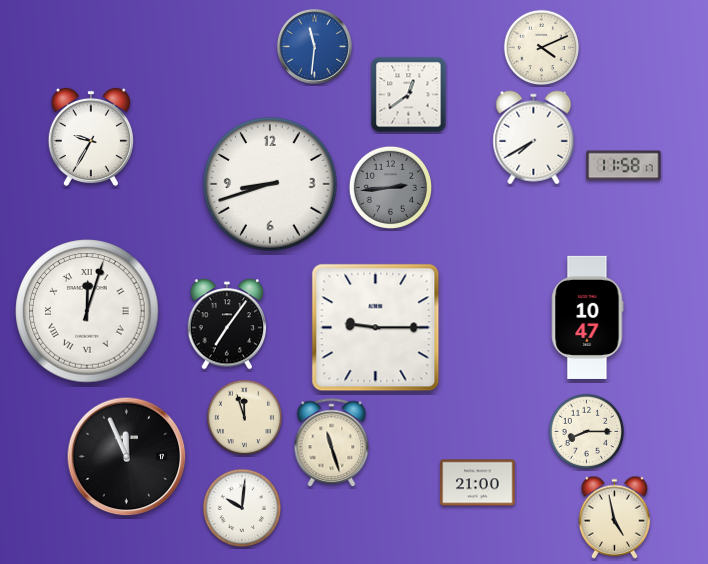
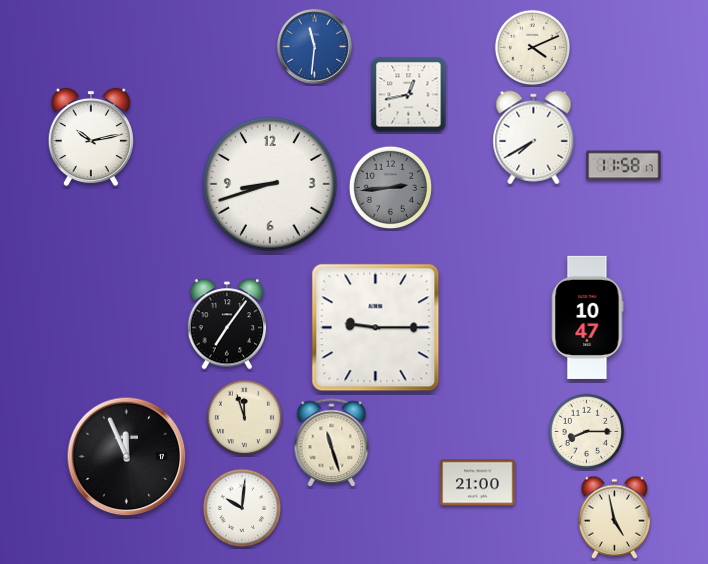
clock at (542, 48) position: (542, 48) -> (533, 48)
clock at (409, 95): 12:39 -> 12:43
clock at (91, 137): 9:35 -> 10:13
clock at (87, 311): 12:03 -> none
